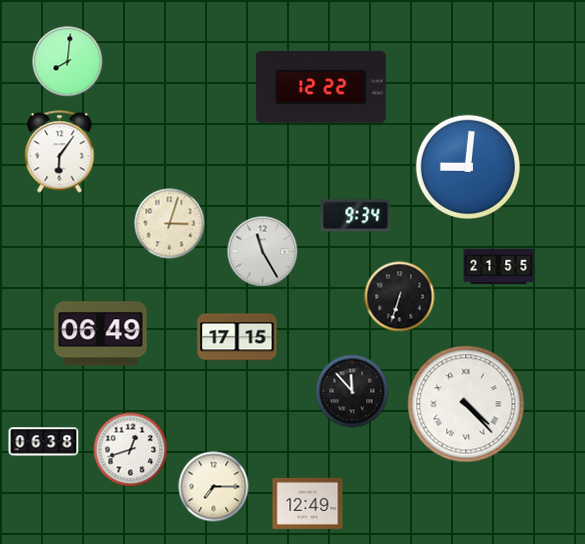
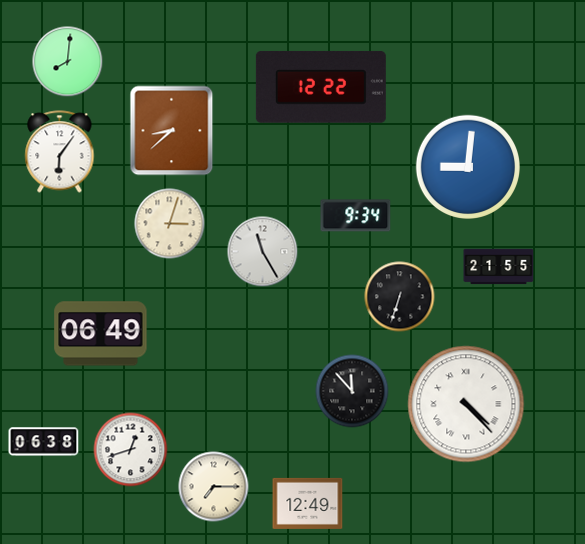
clock at (172, 131): none -> 8:38
clock at (237, 337): 17:15 -> none
